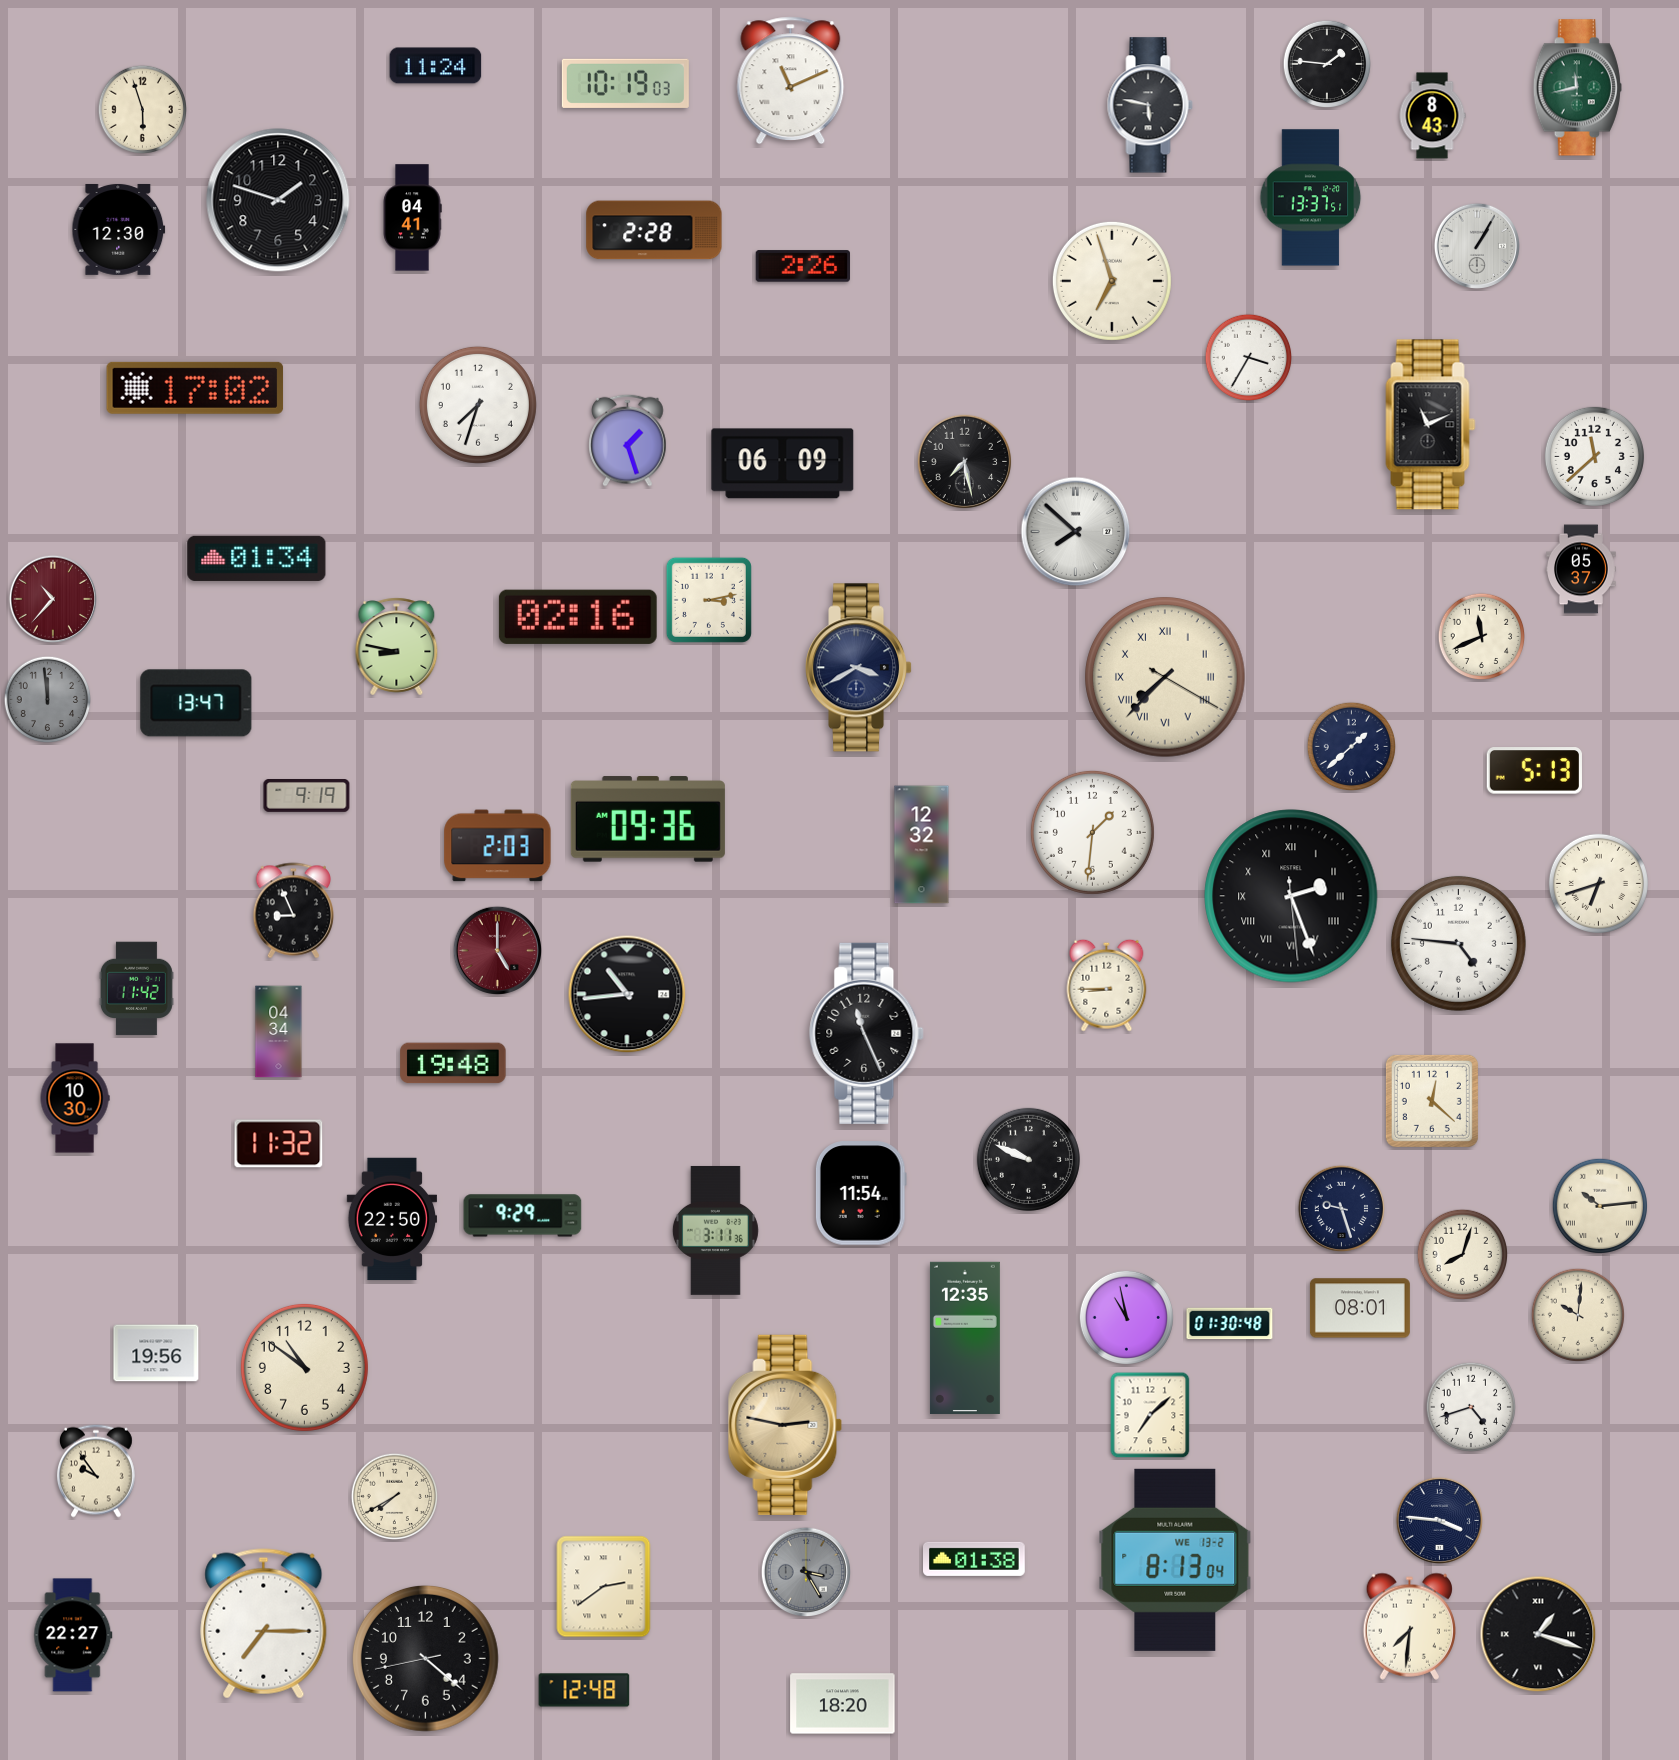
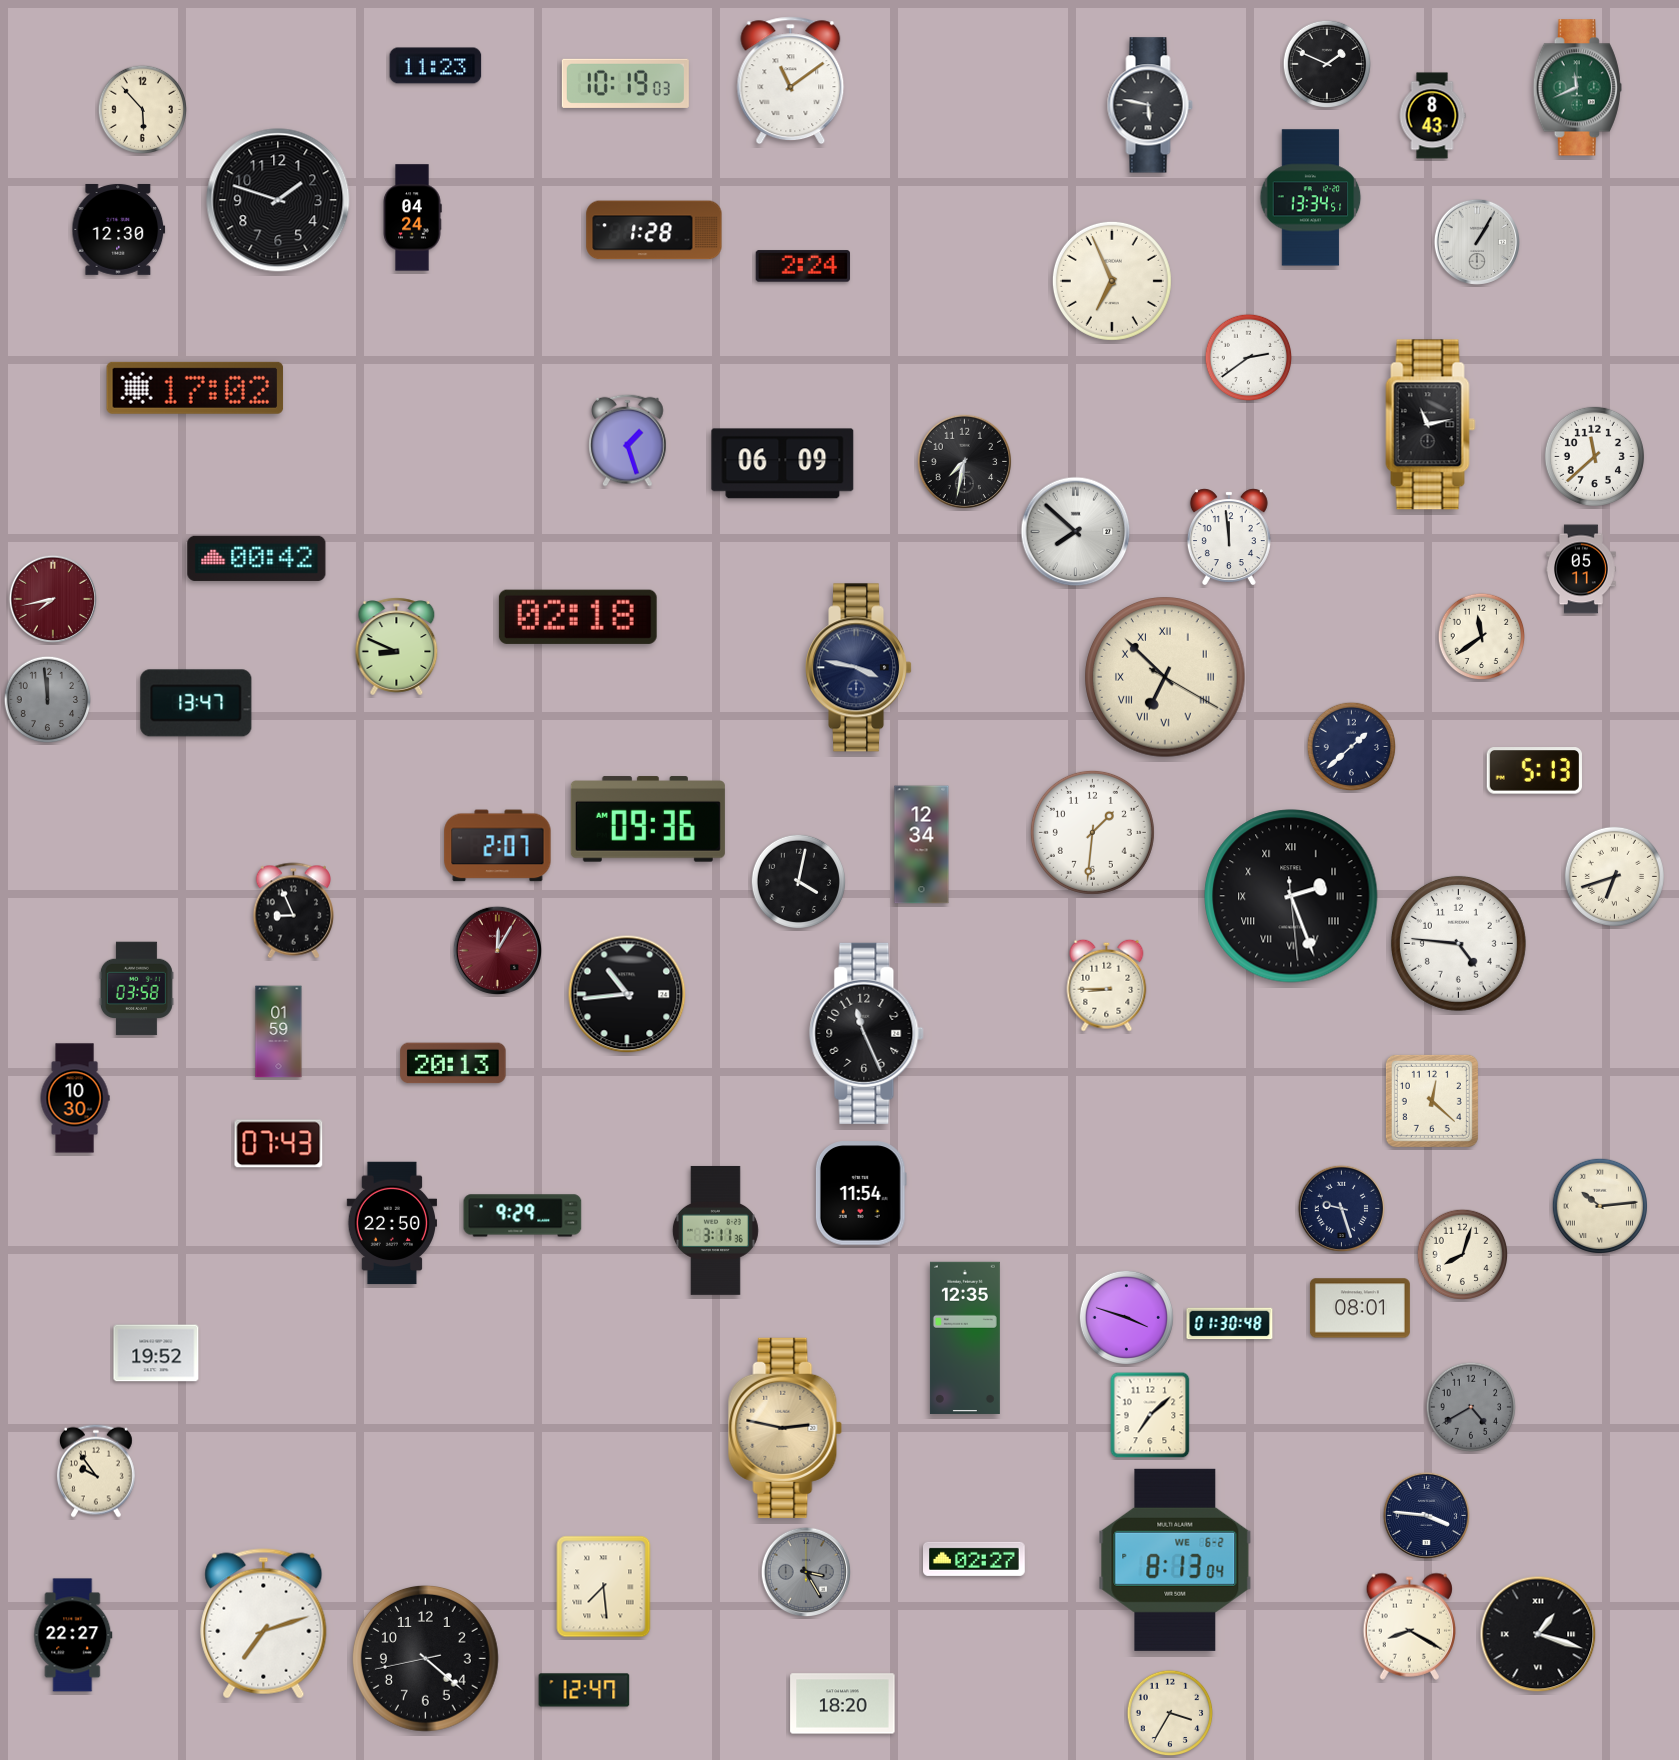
clock at (1327, 64): 1:46 -> 1:49
clock at (436, 66): 11:24 -> 11:23
clock at (791, 81): 11:11 -> 11:09
clock at (1577, 88): 11:43 -> 11:41
clock at (143, 110): 5:57 -> 5:53
clock at (1311, 198): 13:37 -> 13:34
clock at (412, 218): 04:41 -> 04:24
clock at (654, 230): 2:28 -> 1:28
clock at (1476, 245) position: (1476, 245) -> (1476, 241)
clock at (803, 266): 2:26 -> 2:24
clock at (1112, 281): 6:57 -> 6:56
clock at (1249, 358): 3:35 -> 2:39
clock at (478, 405): 7:33 -> none
clock at (1431, 425): 11:11 -> 11:13
clock at (965, 462): 7:28 -> 7:32
clock at (1229, 537): none -> 11:59
clock at (257, 558): 01:34 -> 00:42
clock at (1581, 569): 05:37 -> 05:11
clock at (52, 598): 10:37 -> 7:43
clock at (709, 600): 3:13 -> none
clock at (578, 617): 02:16 -> 02:18
clock at (1482, 637): 11:41 -> 11:39
clock at (397, 647): 8:47 -> 8:49
clock at (859, 668): 3:40 -> 3:47
clock at (1165, 677): 7:37 -> 6:52
clock at (307, 796): 9:19 -> none
clock at (922, 845): 12:32 -> 12:34
clock at (498, 846): 2:03 -> 2:07
clock at (798, 881): none -> 4:02
clock at (1598, 883) position: (1598, 883) -> (1614, 876)
clock at (497, 950): 5:00 -> 12:05
clock at (136, 989): 11:42 -> 03:58
clock at (279, 1032): 04:34 -> 01:59
clock at (453, 1063): 19:48 -> 20:13
clock at (279, 1144): 11:32 -> 07:43
clock at (1028, 1159): 9:49 -> none
clock at (391, 1219) position: (391, 1219) -> (391, 1223)
clock at (1577, 1314): 10:01 -> none
clock at (1126, 1317): 10:58 -> 3:48
clock at (156, 1353): 19:56 -> 19:52
clock at (304, 1367): 10:51 -> none
clock at (1470, 1406): 4:42 -> 4:40
clock at (1470, 1406) dial: white -> grey
clock at (785, 1425) position: (785, 1425) -> (785, 1428)
clock at (395, 1497): 7:40 -> none
clock at (1439, 1520) position: (1439, 1520) -> (1426, 1515)
clock at (975, 1559): 01:38 -> 02:27
clock at (1175, 1560) date: WE 13-2 -> WE 6-2
clock at (604, 1587): 2:39 -> 7:29
clock at (264, 1624): 7:15 -> 7:12
clock at (1409, 1626): 7:31 -> 8:20
clock at (584, 1690): 12:48 -> 12:47
clock at (1170, 1713): none -> 3:35
